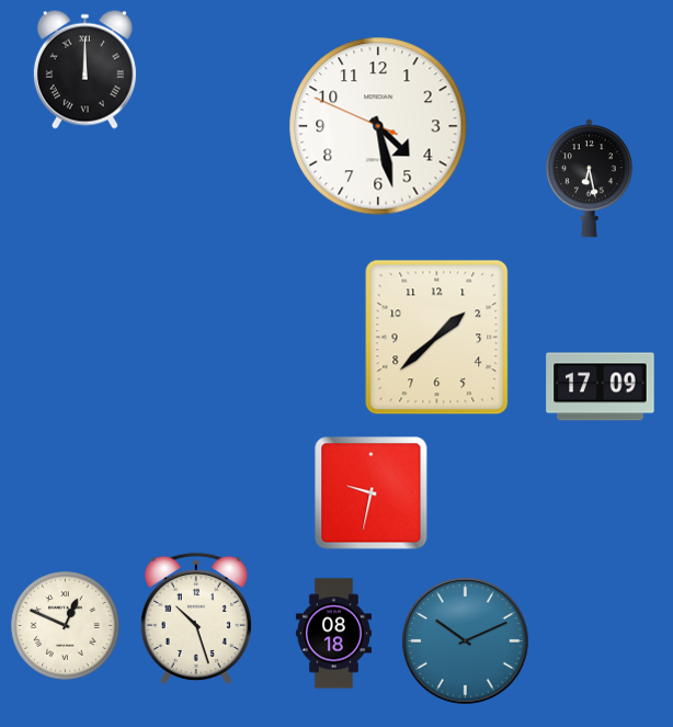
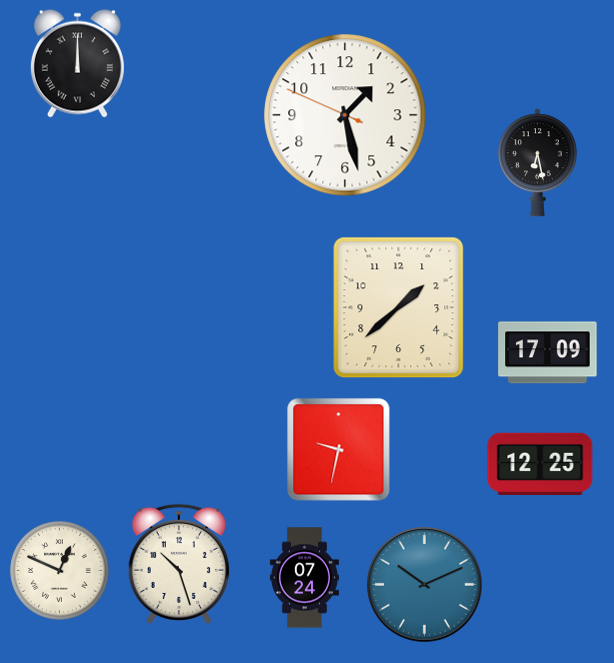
clock at (378, 126): 4:27 -> 1:27
clock at (540, 463): none -> 12:25
clock at (333, 634): 08:18 -> 07:24
